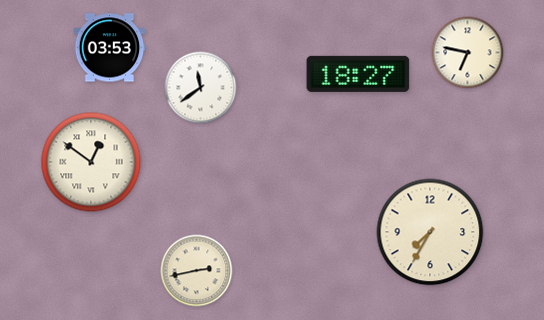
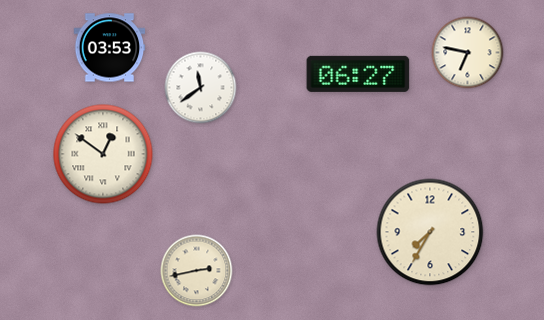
clock at (358, 74): 18:27 -> 06:27
clock at (91, 162) position: (91, 162) -> (103, 154)
